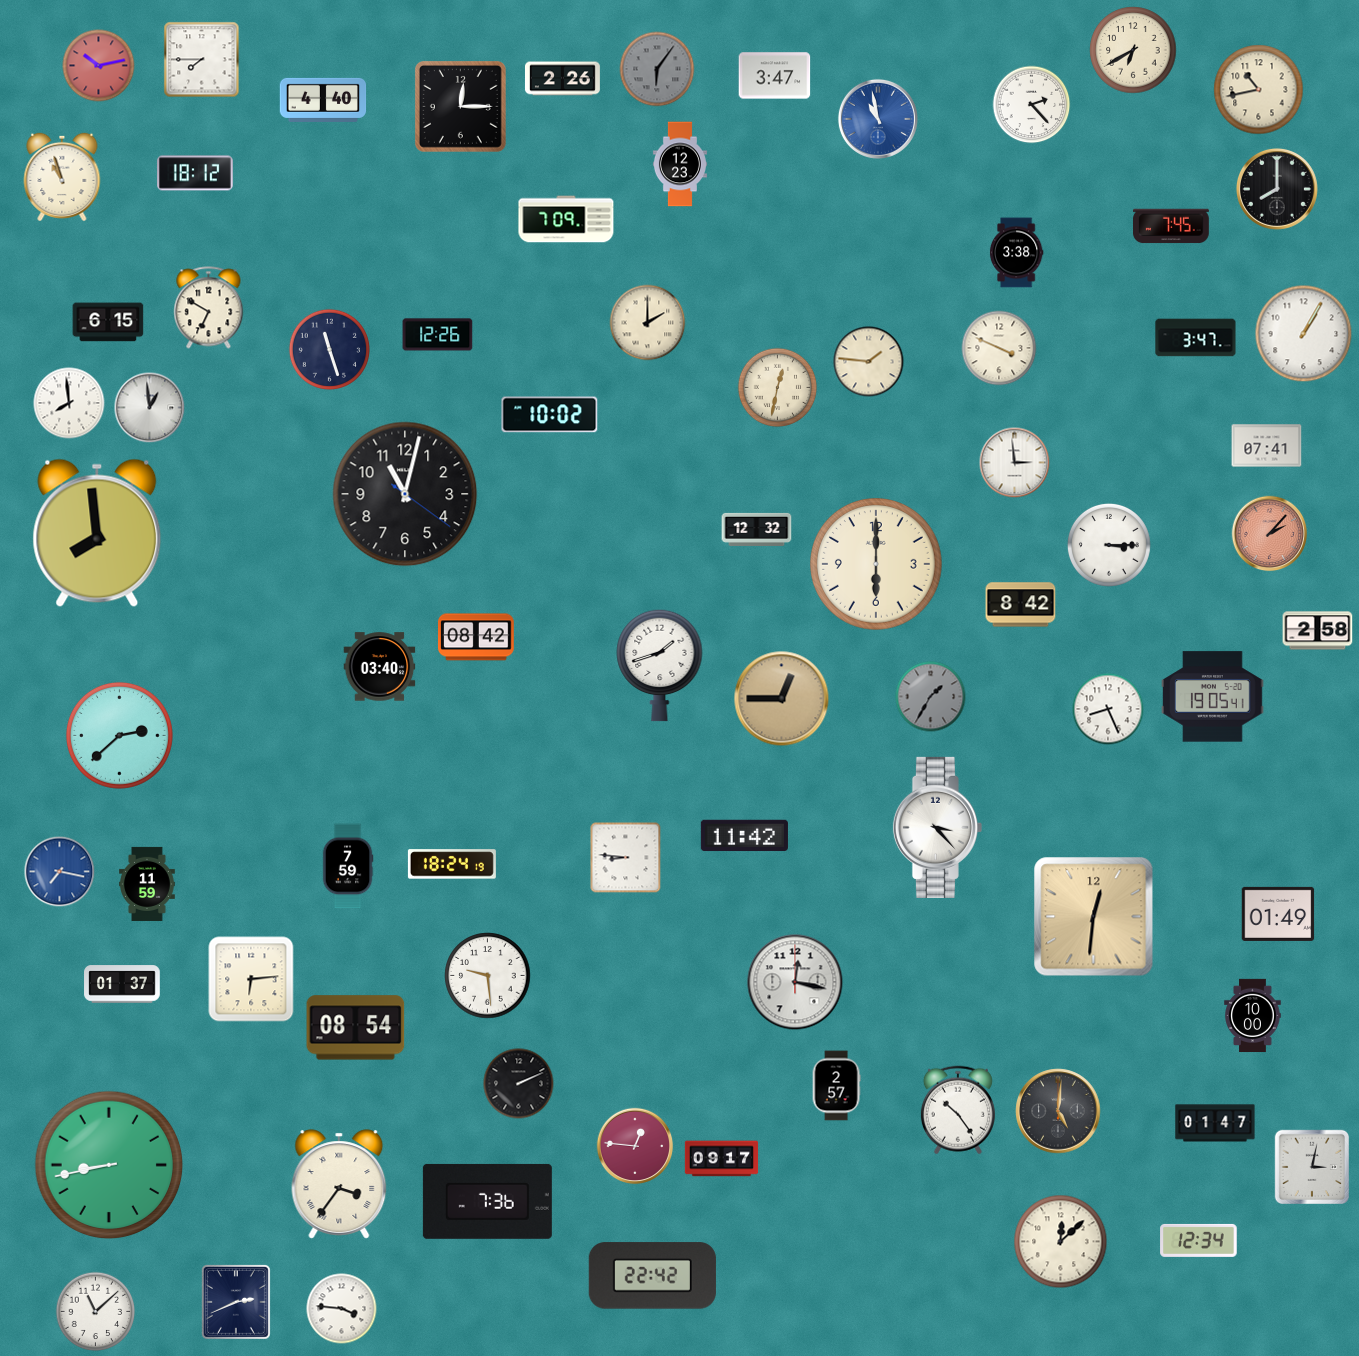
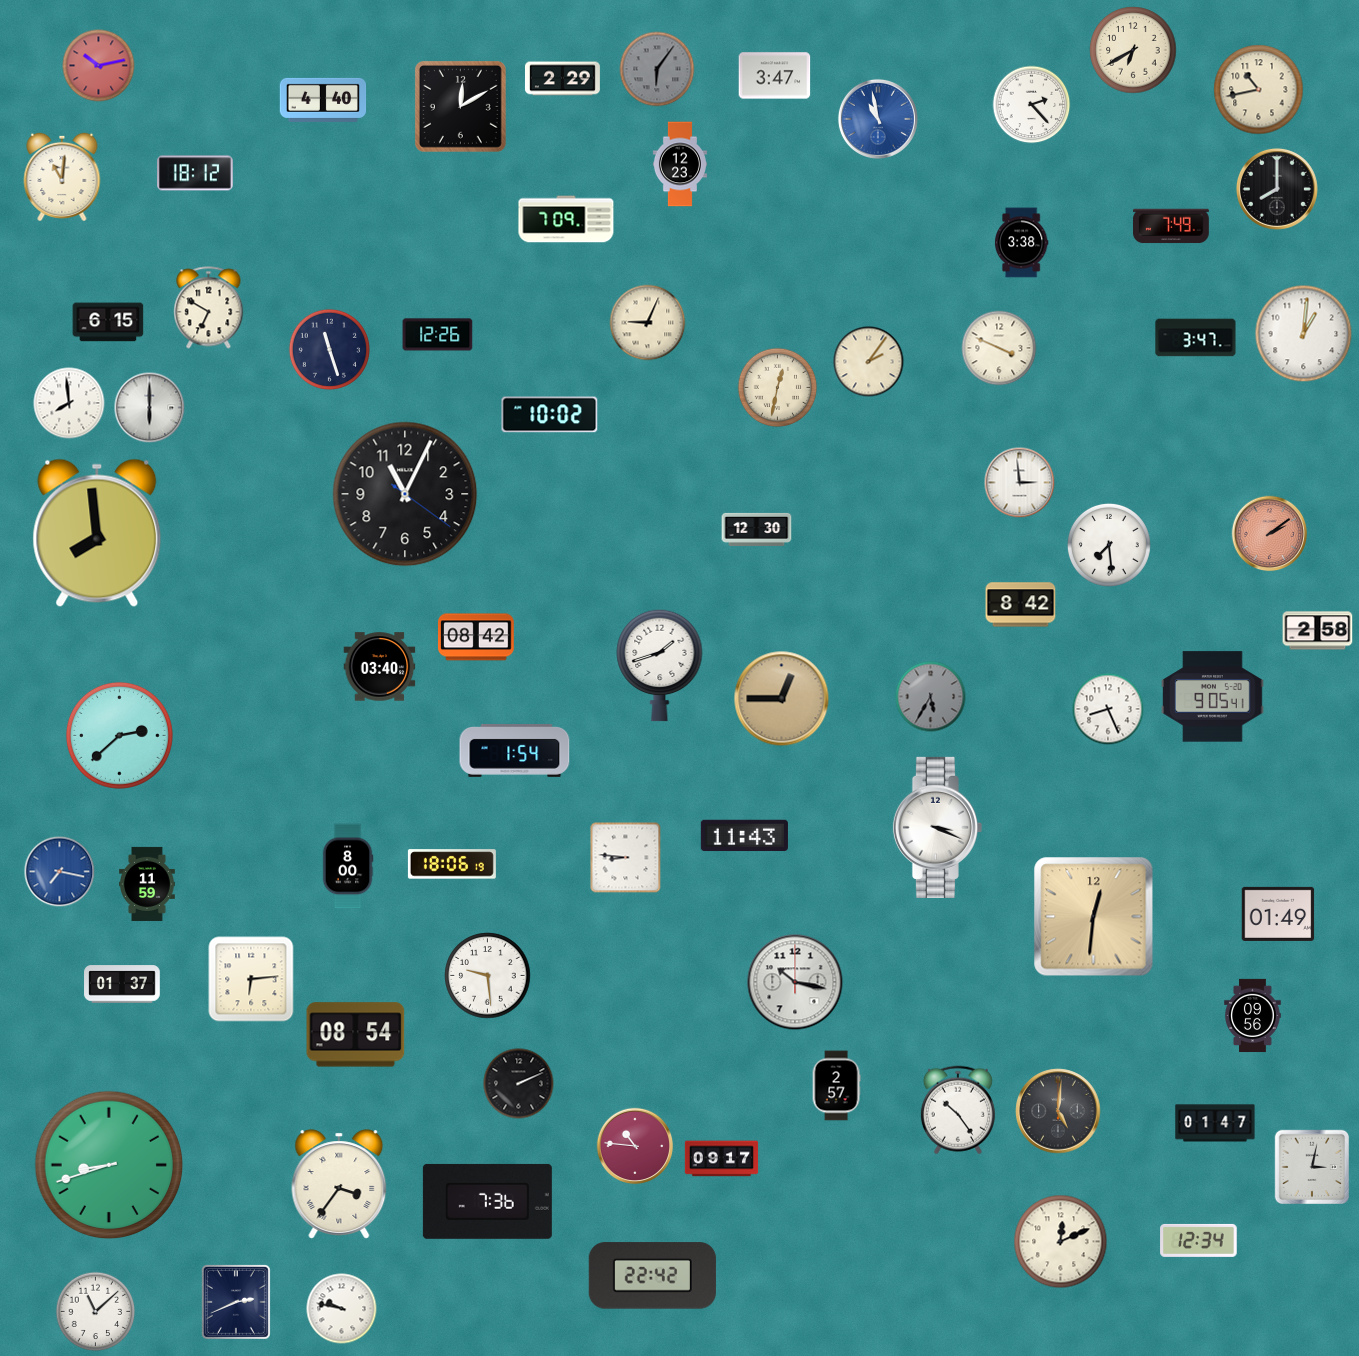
clock at (202, 60): 7:45 -> none
clock at (562, 79): 2:26 -> 2:29
clock at (460, 106): 12:15 -> 12:10
clock at (62, 176): 10:57 -> 11:01
clock at (1172, 226): 7:45 -> 7:49
clock at (1016, 253) position: (1016, 253) -> (1021, 243)
clock at (648, 323): 2:00 -> 9:04
clock at (1304, 334): 1:05 -> 1:01
clock at (869, 362): 1:46 -> 2:06
clock at (150, 408): 12:59 -> 6:00
clock at (1267, 446): 07:41 -> none
clock at (1015, 463) position: (1015, 463) -> (1020, 483)
clock at (405, 494): 11:02 -> 11:04
clock at (757, 529): 12:32 -> 12:30
clock at (1270, 534): 2:07 -> 2:09
clock at (1109, 545): 3:15 -> 7:29
clock at (877, 565): 6:00 -> none
clock at (931, 697): 1:35 -> 5:35
clock at (1213, 697): 19:05 -> 9:05
clock at (515, 750): none -> 1:54
clock at (937, 827): 3:23 -> 3:19
clock at (744, 836): 11:42 -> 11:43
clock at (452, 864): 18:24 -> 18:06
clock at (348, 866): 7:59 -> 8:00
clock at (795, 982): 12:17 -> 10:17
clock at (1253, 1016): 10:00 -> 09:56
clock at (356, 1028) position: (356, 1028) -> (356, 1035)
clock at (635, 1146): 12:46 -> 10:46
clock at (109, 1165): 8:43 -> 8:42
clock at (1061, 1242): 12:08 -> 12:11
clock at (342, 1309): 3:46 -> 9:47
